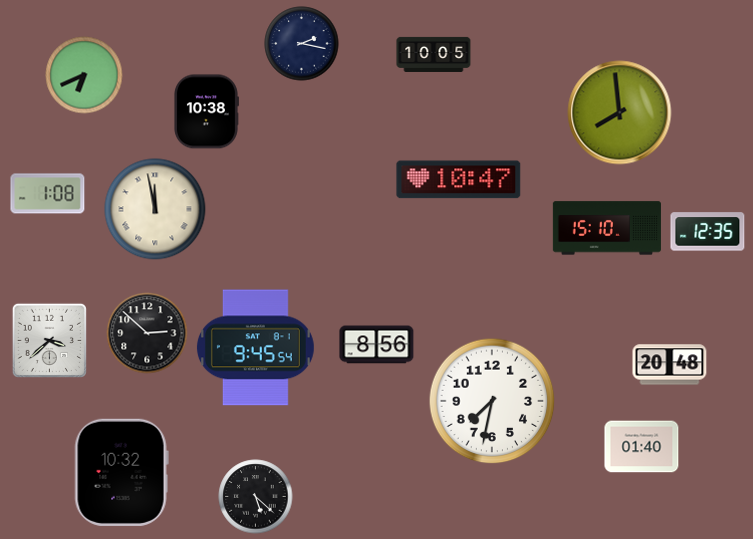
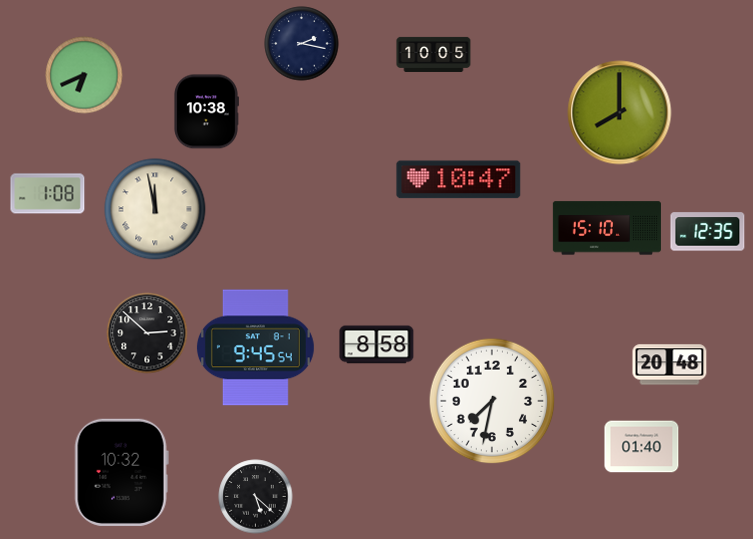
clock at (620, 113): 7:59 -> 8:00
clock at (49, 340): 3:38 -> none
clock at (377, 345): 8:56 -> 8:58
